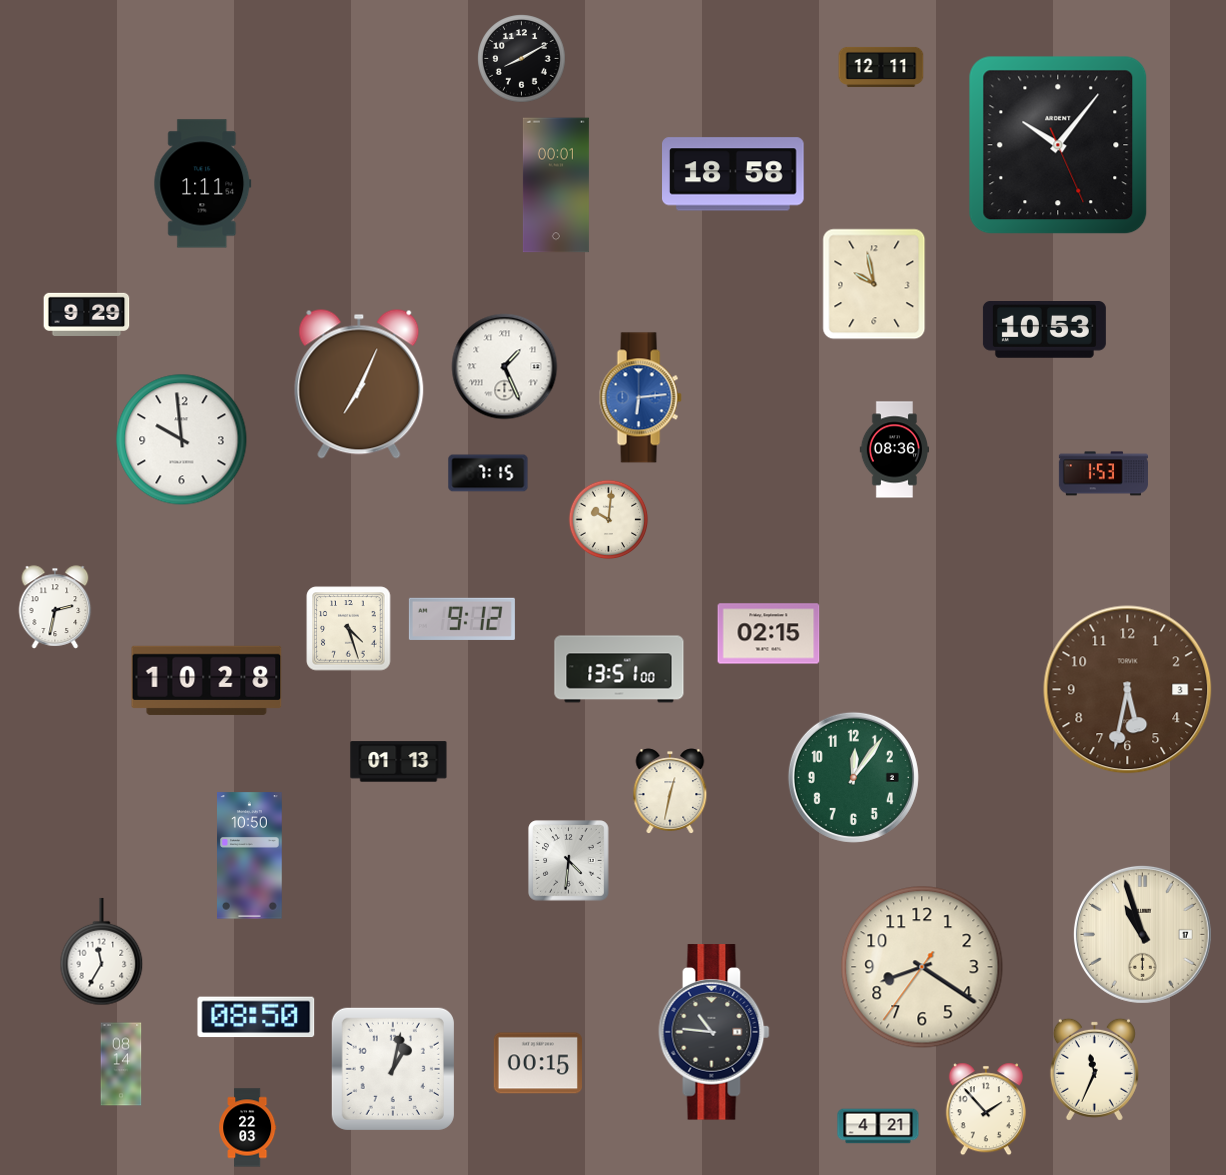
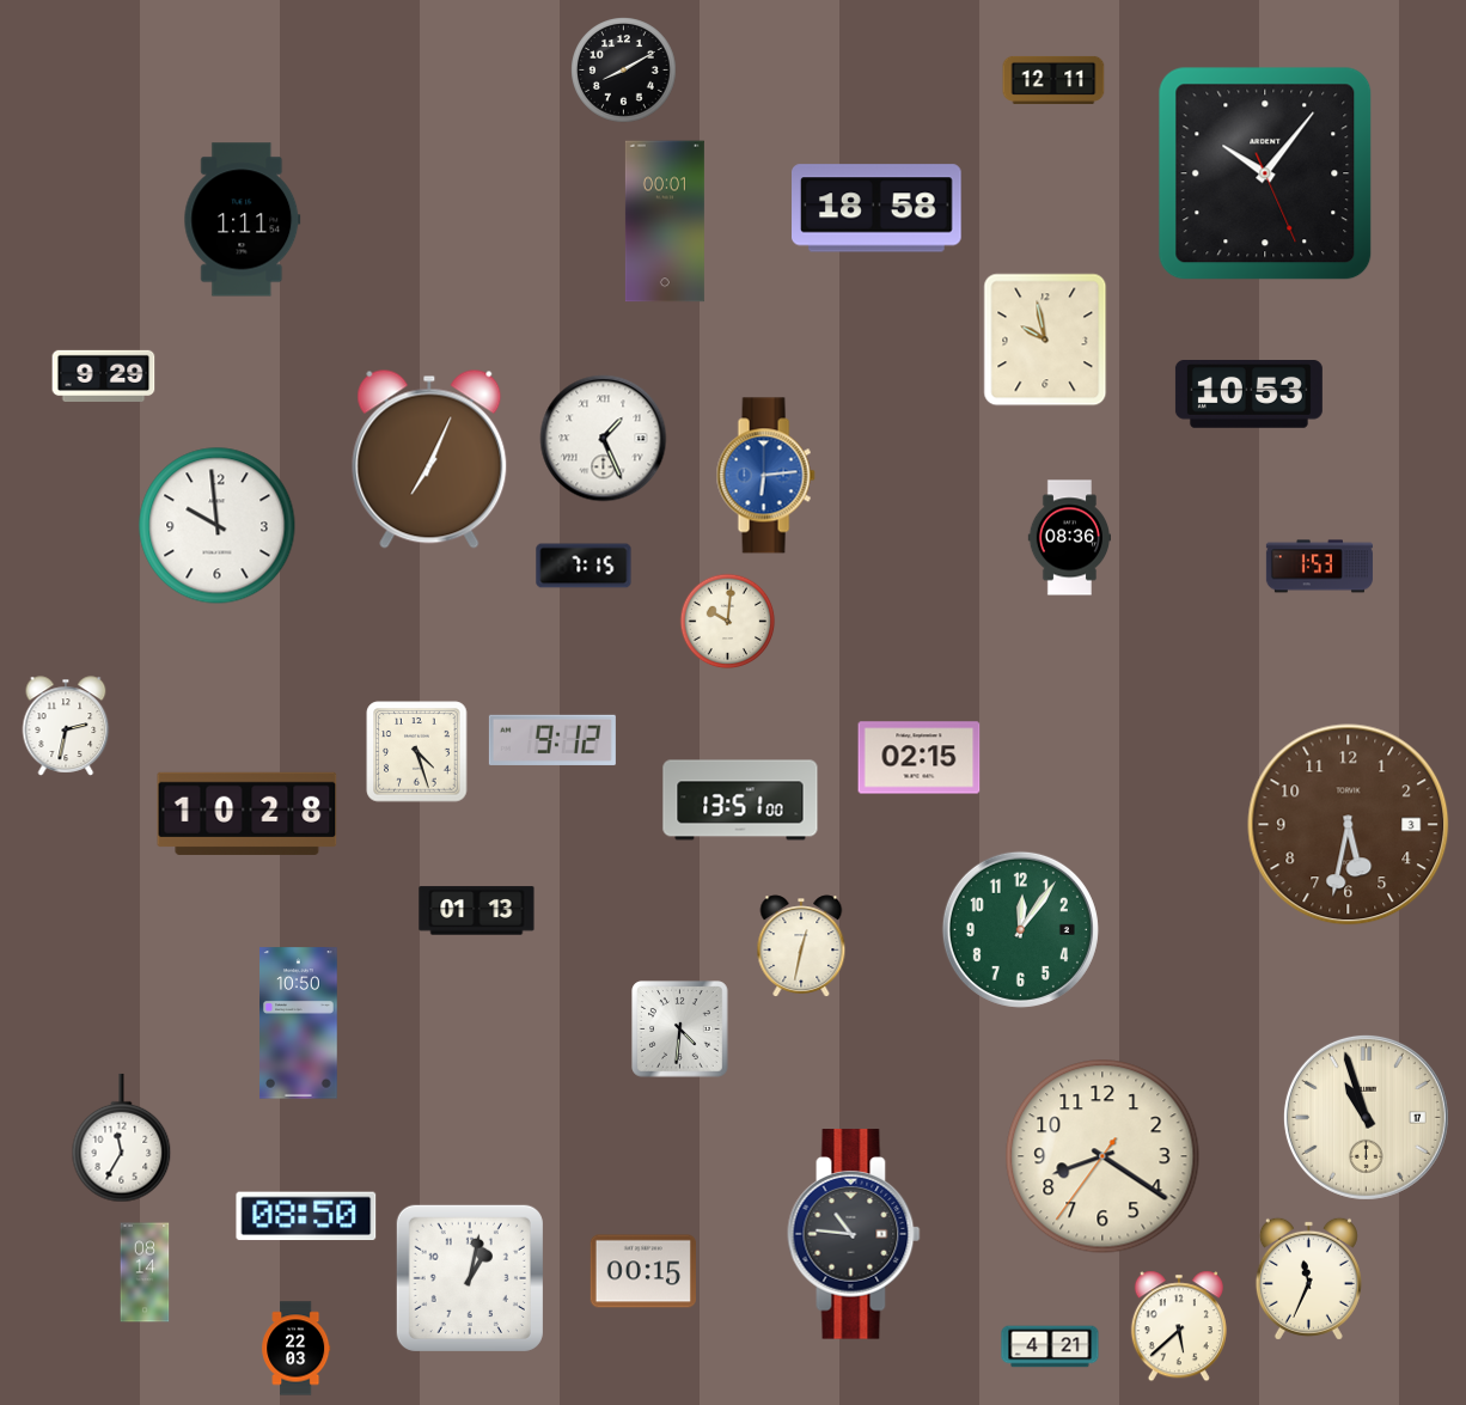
clock at (986, 1109): 1:53 -> 5:38
